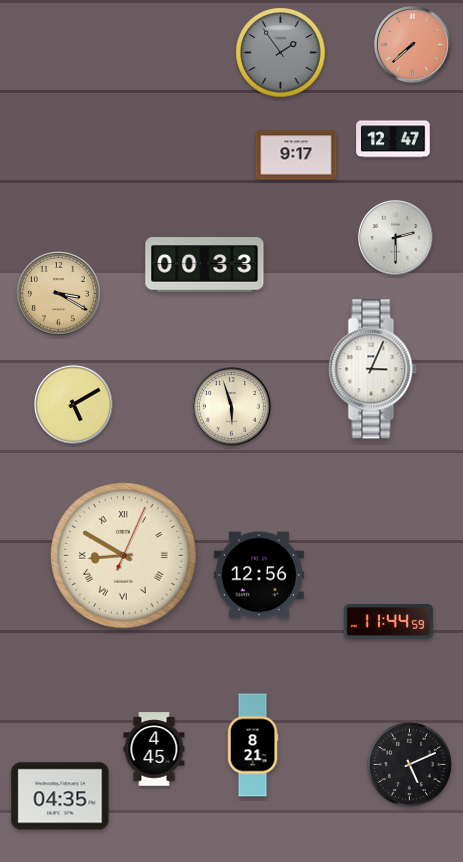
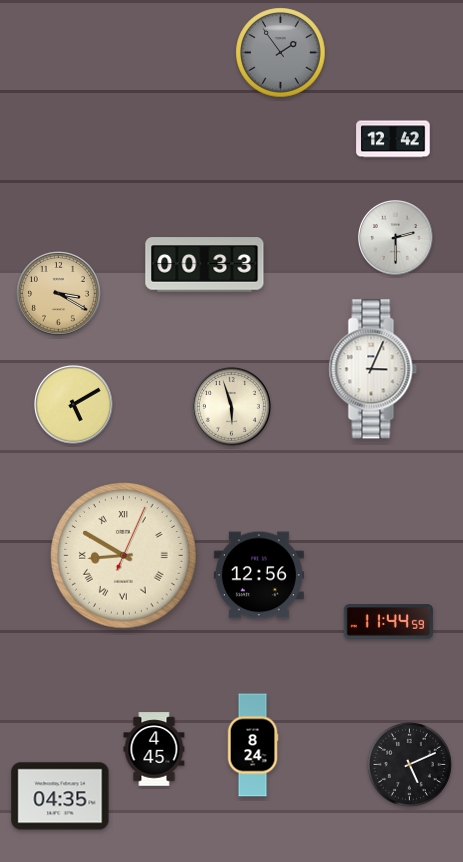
clock at (412, 44): 7:38 -> none
clock at (393, 139): 12:47 -> 12:42
clock at (296, 155): 9:17 -> none
clock at (253, 745): 8:21 -> 8:24
